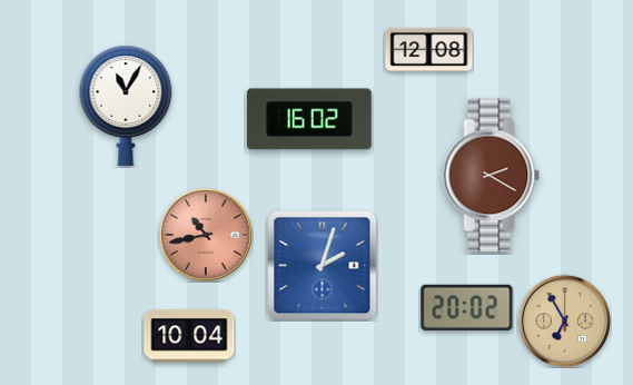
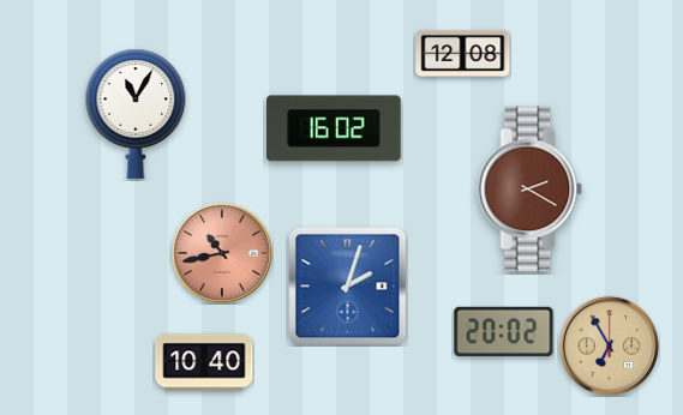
clock at (189, 336): 10:04 -> 10:40
